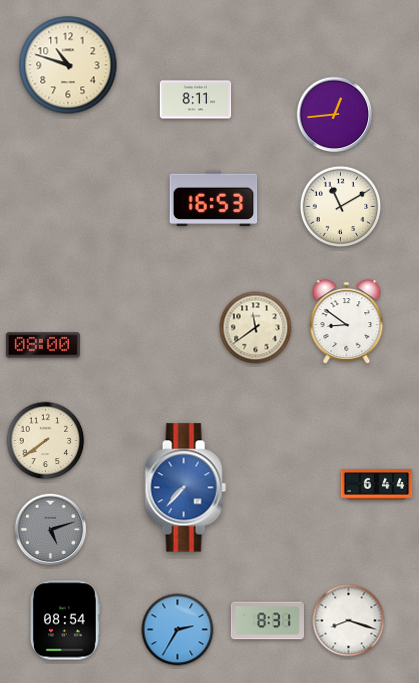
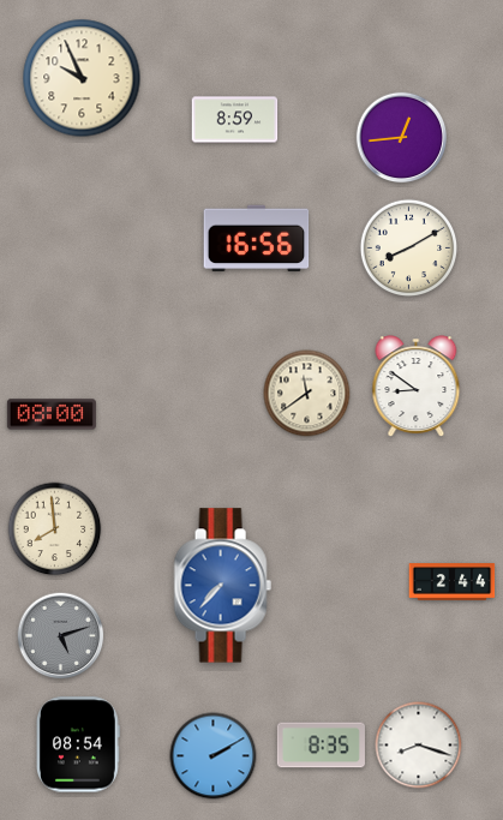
clock at (68, 65): 10:48 -> 9:56
clock at (196, 100): 8:11 -> 8:59
clock at (214, 199): 16:53 -> 16:56
clock at (341, 207): 11:10 -> 8:10
clock at (46, 441): 7:39 -> 7:59
clock at (377, 485): 6:44 -> 2:44
clock at (267, 621): 8:31 -> 8:35
clock at (178, 630): 2:35 -> 2:10
